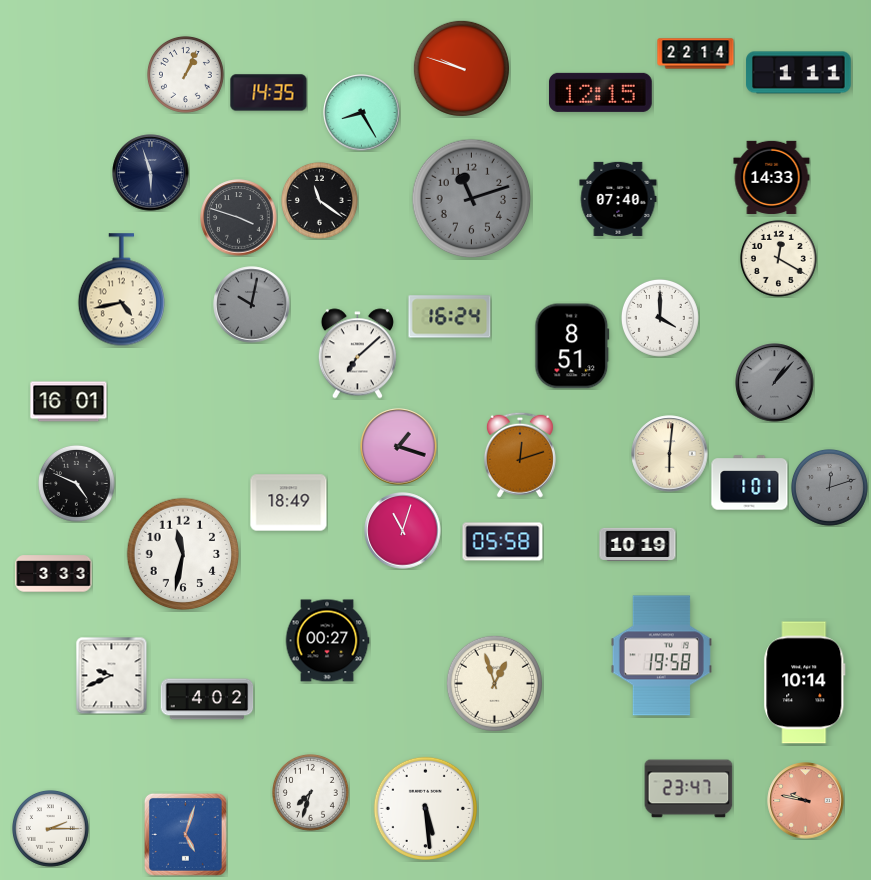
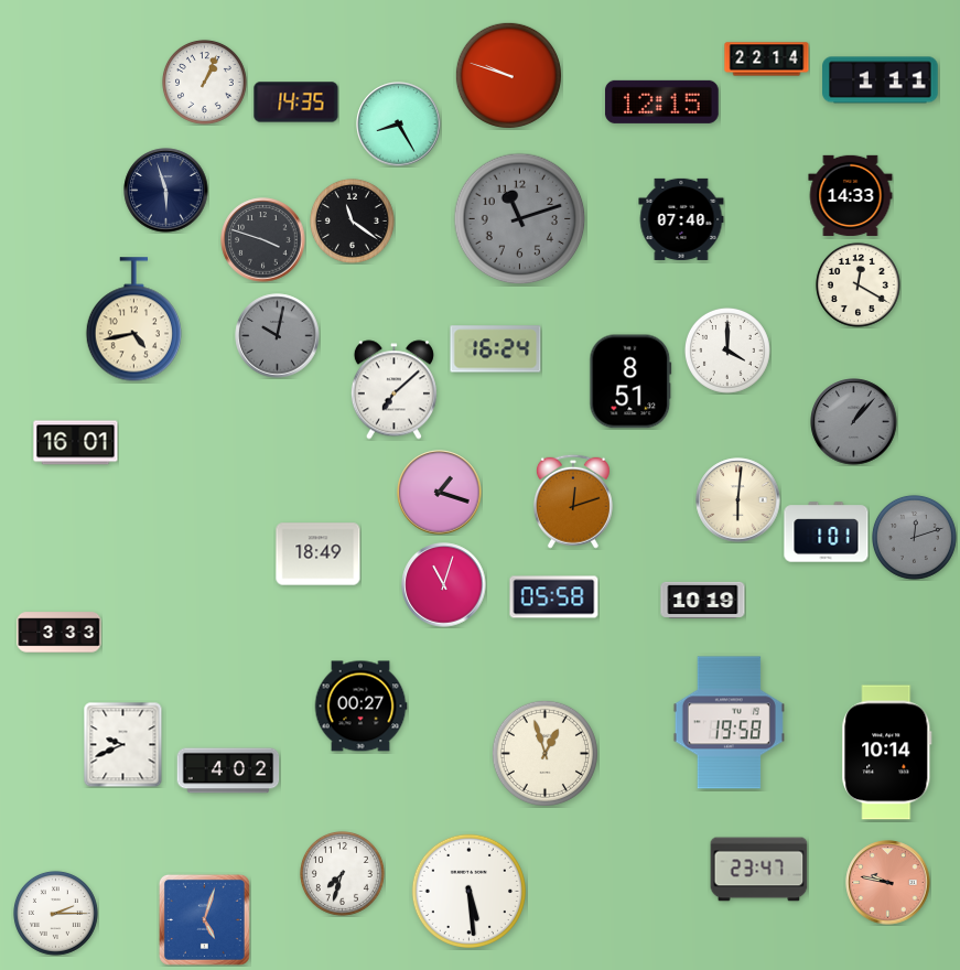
clock at (76, 483): 4:49 -> none
clock at (183, 554): 11:32 -> none
